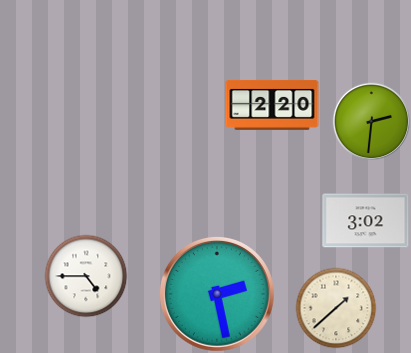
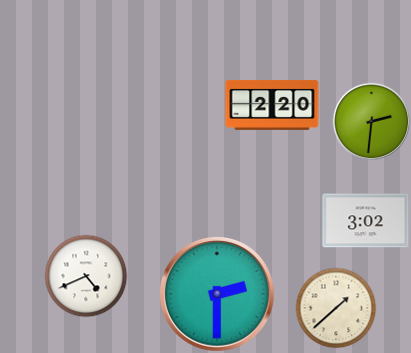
clock at (86, 276): 4:45 -> 4:41
clock at (217, 294): 2:28 -> 2:30
